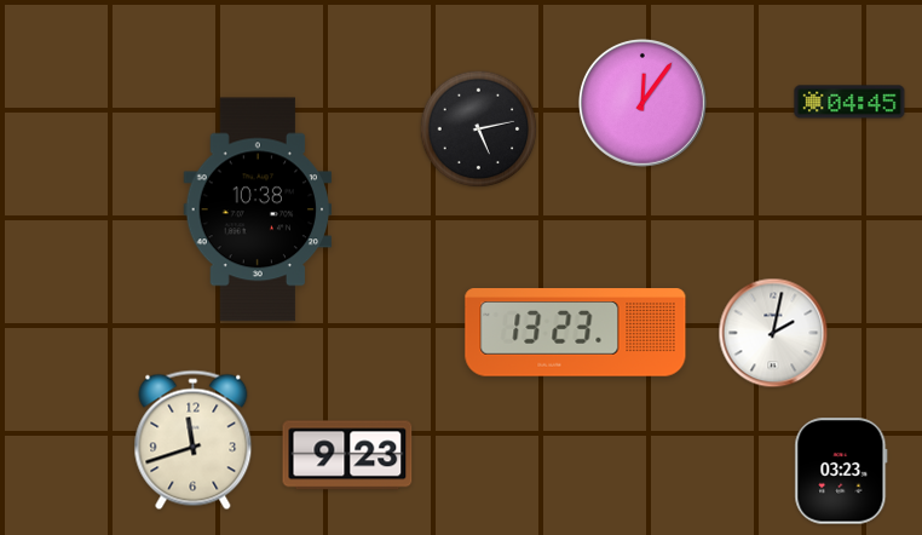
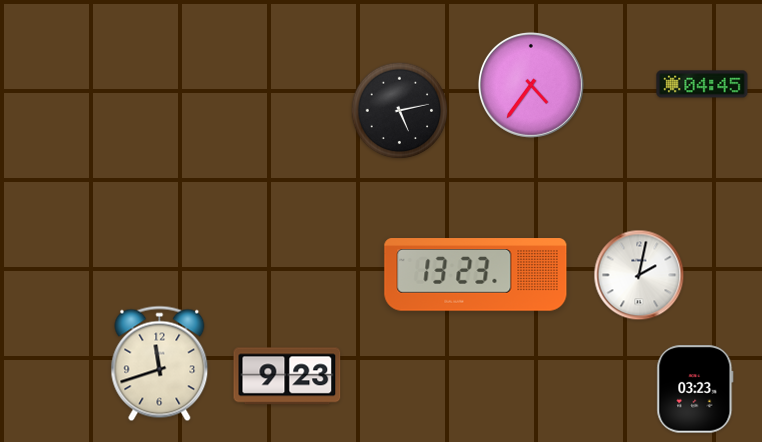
clock at (642, 103): 12:06 -> 4:36
clock at (479, 130) position: (479, 130) -> (400, 111)
clock at (258, 209): 10:38 -> none
